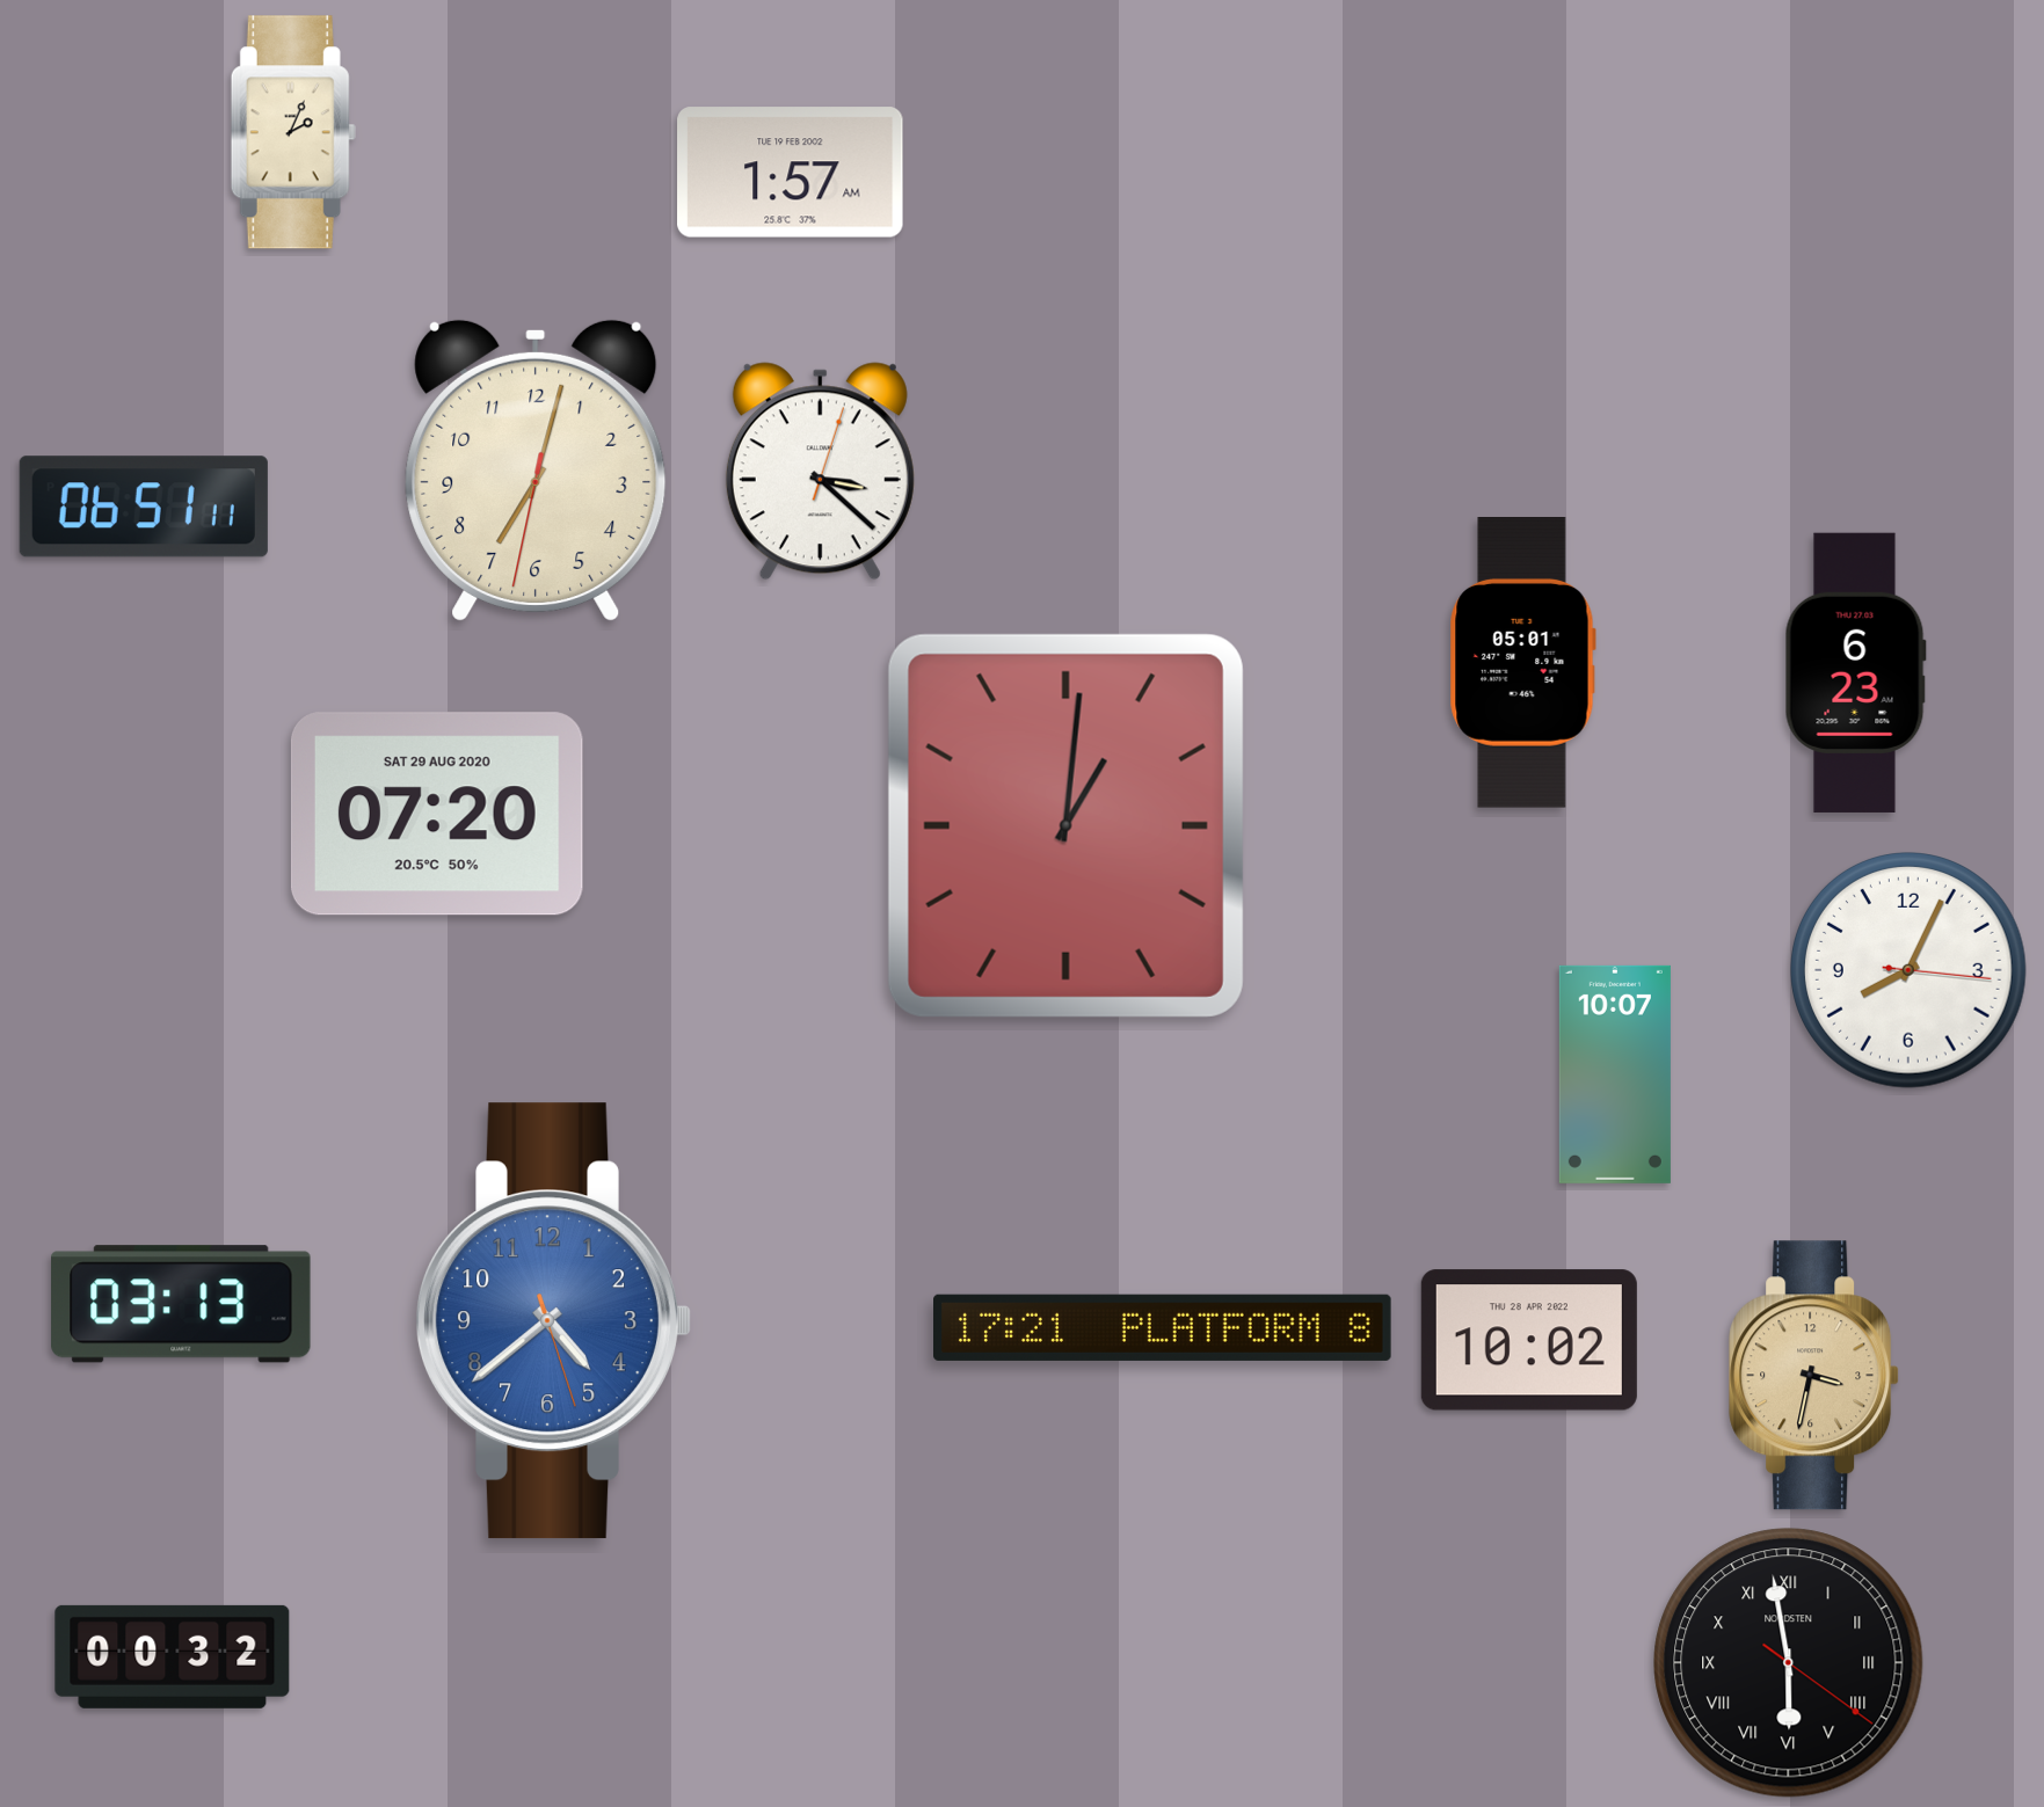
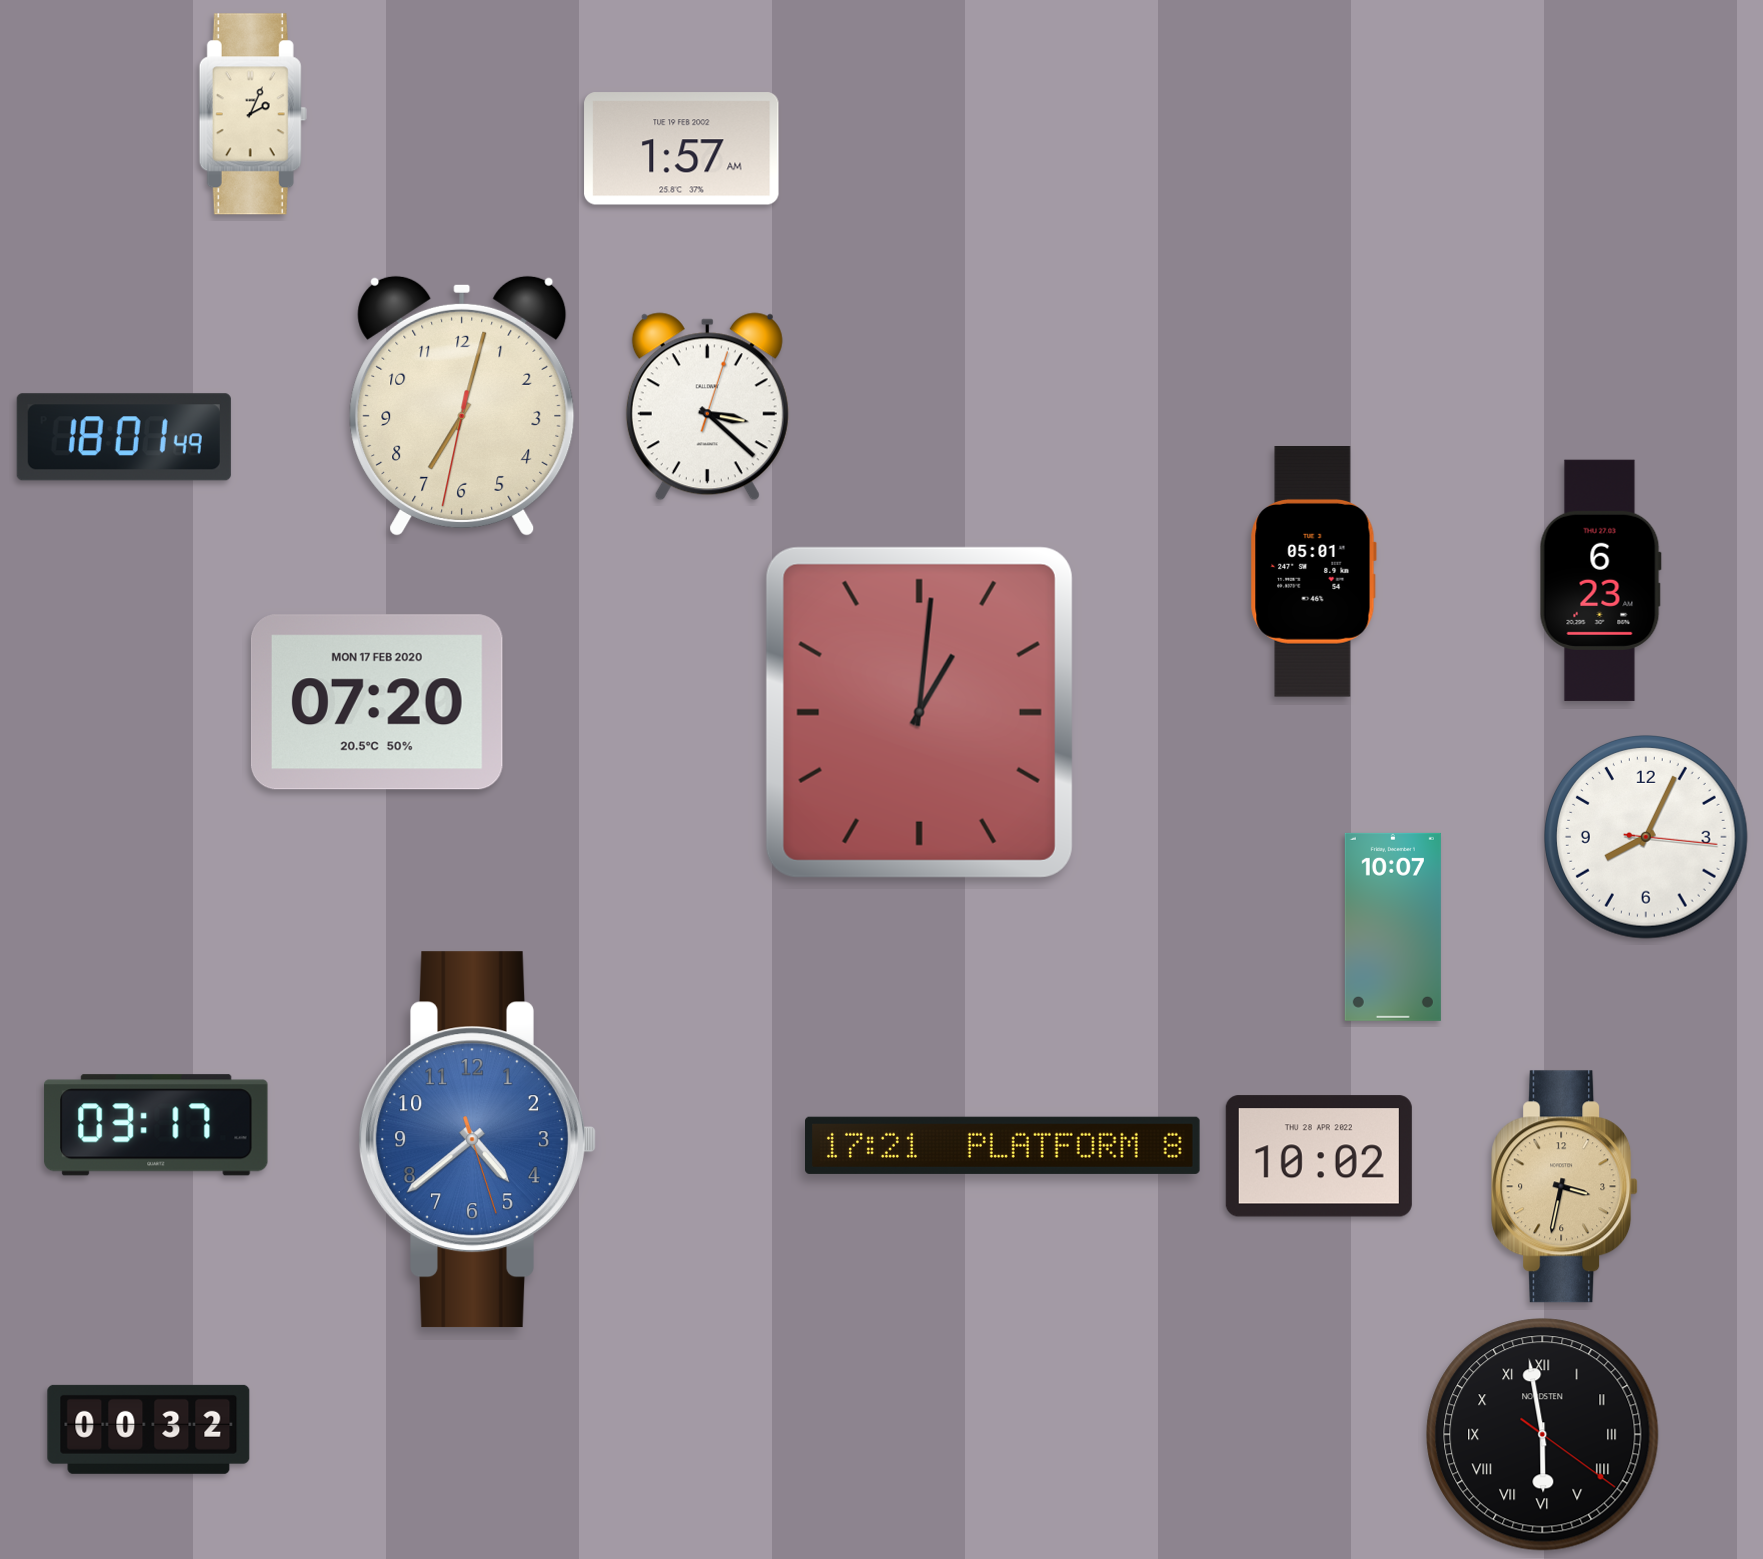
clock at (144, 507): 06:51 -> 18:01
clock at (437, 814) date: SAT 29 AUG 2020 -> MON 17 FEB 2020
clock at (182, 1304): 03:13 -> 03:17
